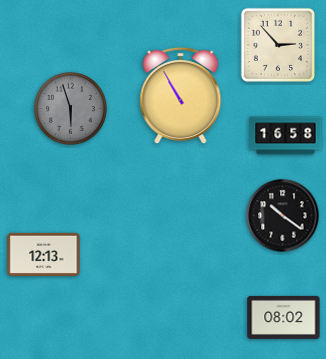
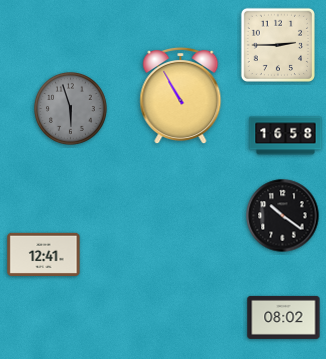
clock at (278, 45): 2:53 -> 2:45
clock at (44, 254): 12:13 -> 12:41
